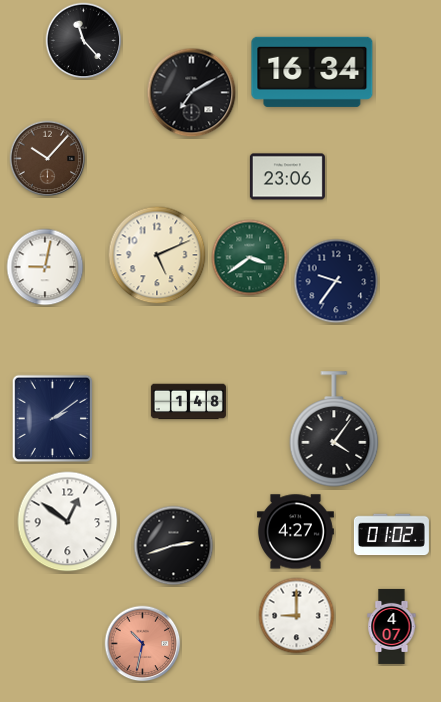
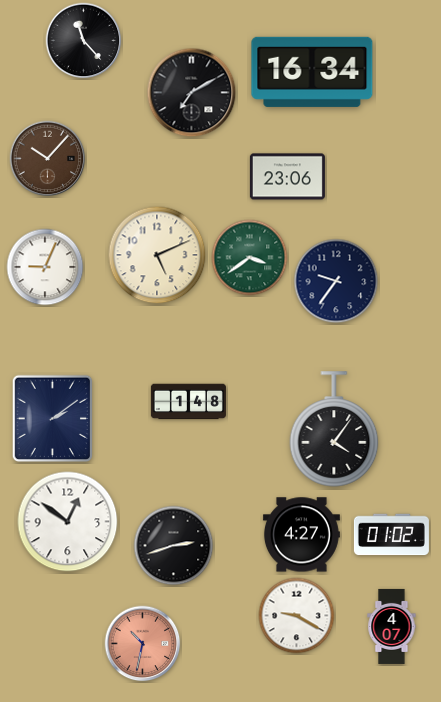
clock at (45, 267): 9:02 -> 9:04
clock at (295, 532) position: (295, 532) -> (301, 535)
clock at (297, 616): 9:00 -> 9:20
